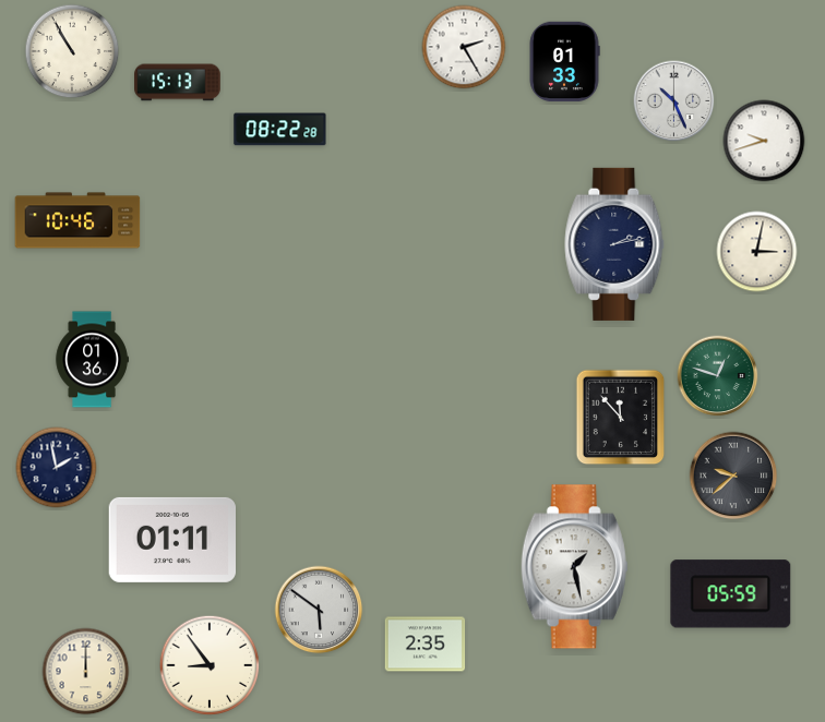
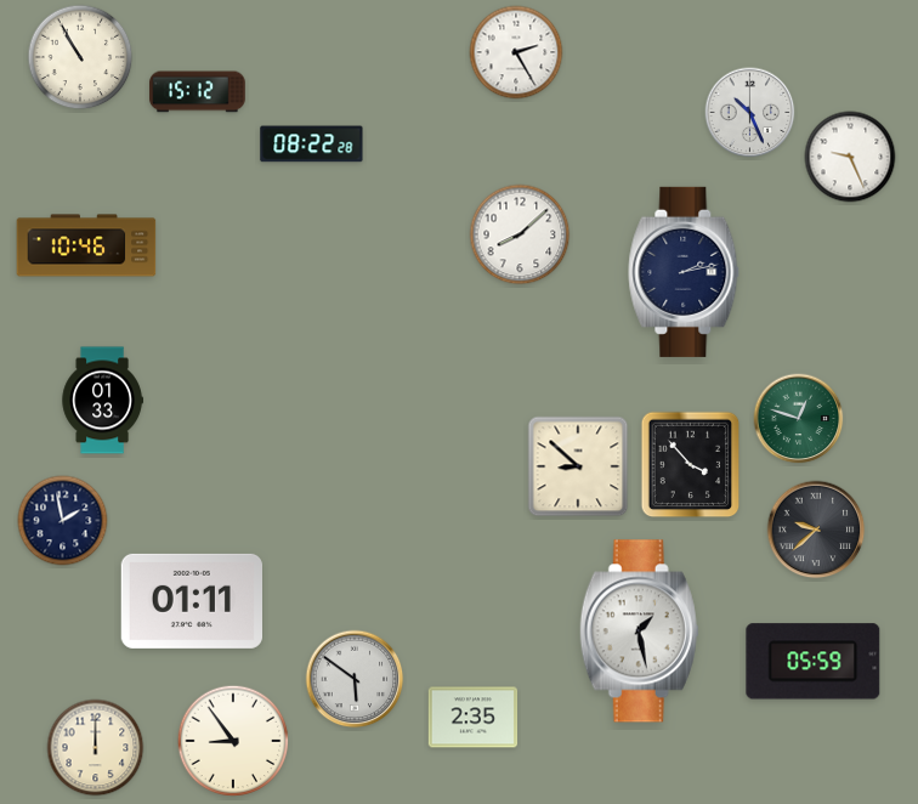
clock at (564, 62): 01:33 -> none
clock at (178, 83): 15:13 -> 15:12
clock at (764, 141): 9:42 -> 9:26
clock at (520, 234): none -> 8:08
clock at (757, 252): 3:02 -> none
clock at (92, 360): 01:36 -> 01:33
clock at (621, 418): 11:53 -> 3:53
clock at (578, 466): none -> 8:52
